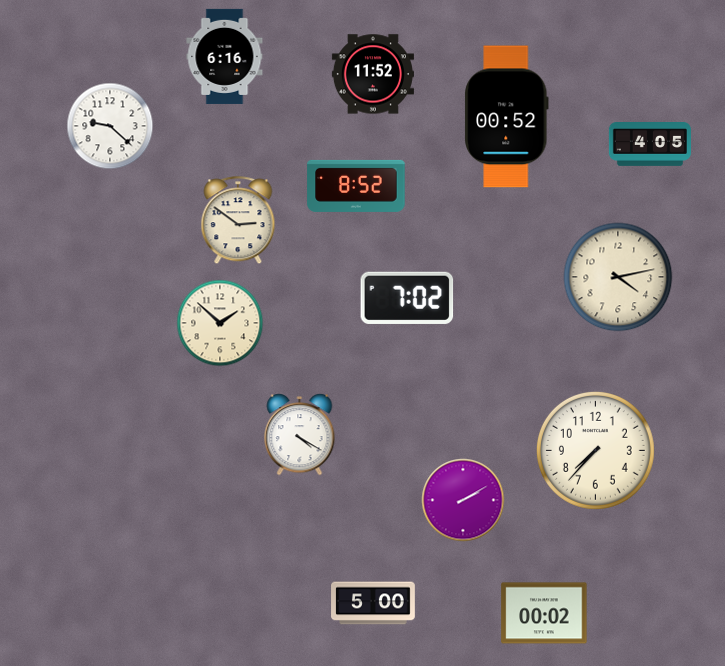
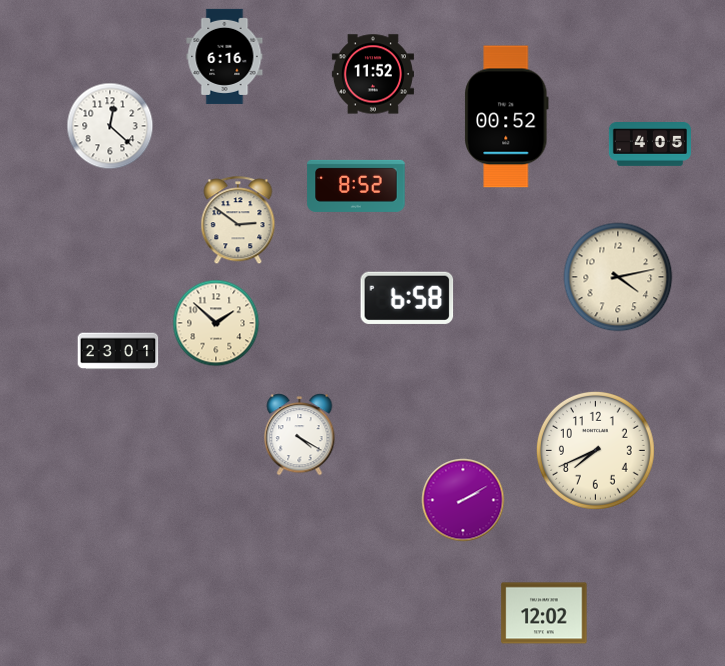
clock at (110, 126): 9:22 -> 12:22
clock at (407, 298): 7:02 -> 6:58
clock at (220, 323) position: (220, 323) -> (216, 323)
clock at (118, 351): none -> 23:01
clock at (595, 450): 7:37 -> 7:41
clock at (373, 603): 5:00 -> none
clock at (544, 613): 00:02 -> 12:02
